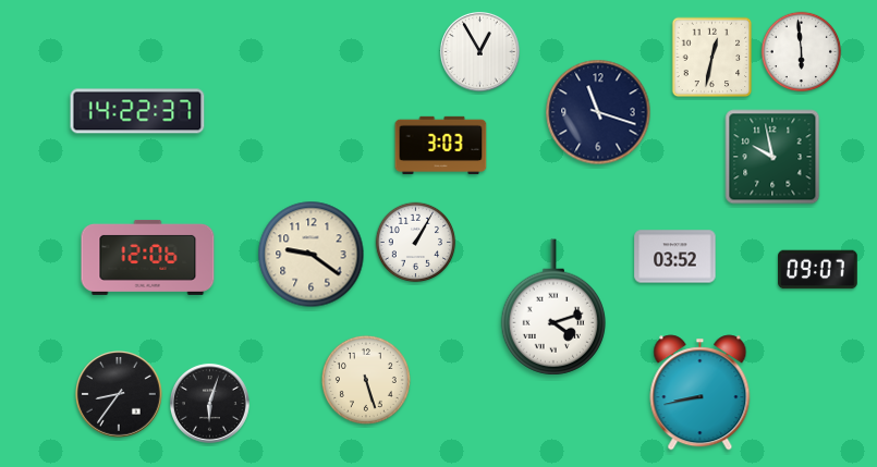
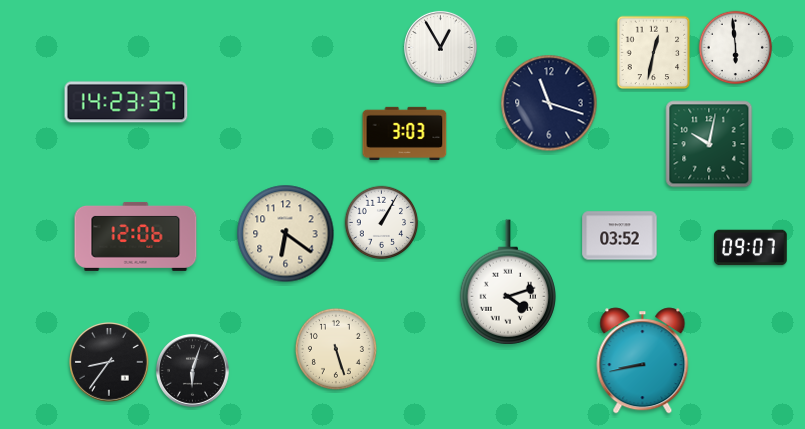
clock at (137, 111): 14:22 -> 14:23
clock at (772, 157): 9:58 -> 10:02
clock at (312, 255): 9:21 -> 6:21
